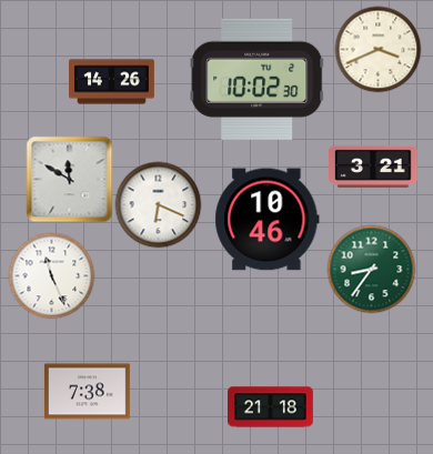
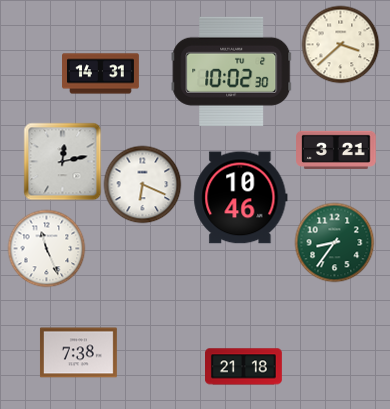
clock at (377, 49): 3:41 -> 3:38
clock at (112, 82): 14:26 -> 14:31
clock at (69, 179): 11:50 -> 12:13
